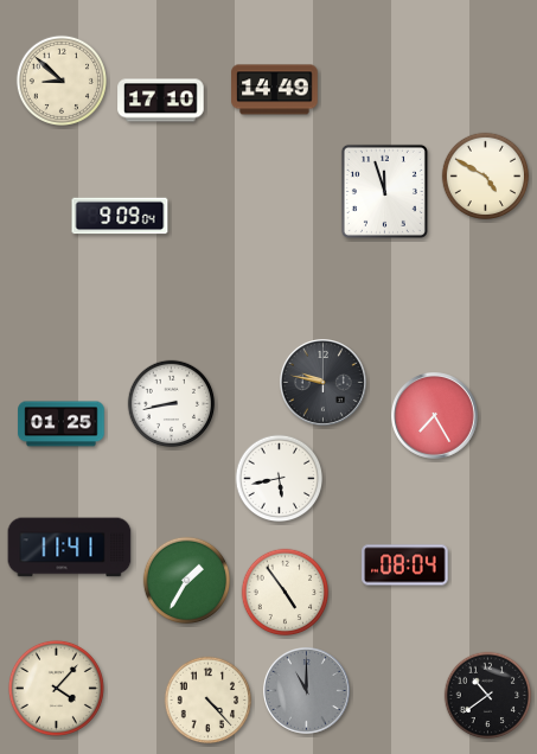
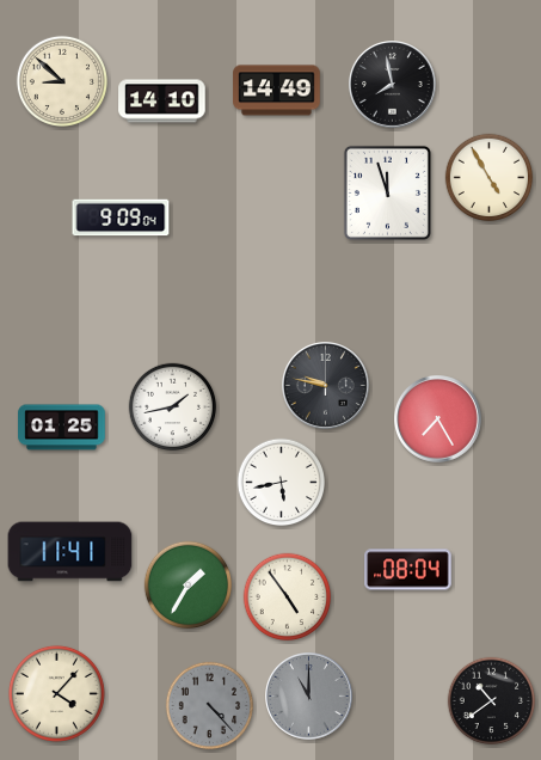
clock at (393, 85): none -> 7:58
clock at (161, 101): 17:10 -> 14:10
clock at (486, 177): 4:50 -> 4:55
clock at (172, 404): 8:43 -> 1:43
clock at (209, 701) dial: cream -> grey
